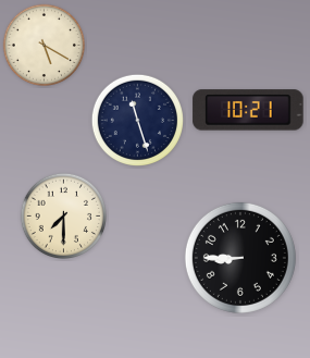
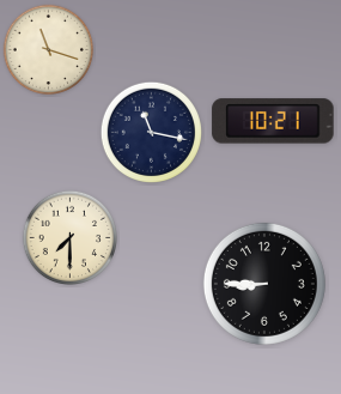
clock at (45, 46): 5:20 -> 11:18
clock at (137, 120): 11:27 -> 11:17
